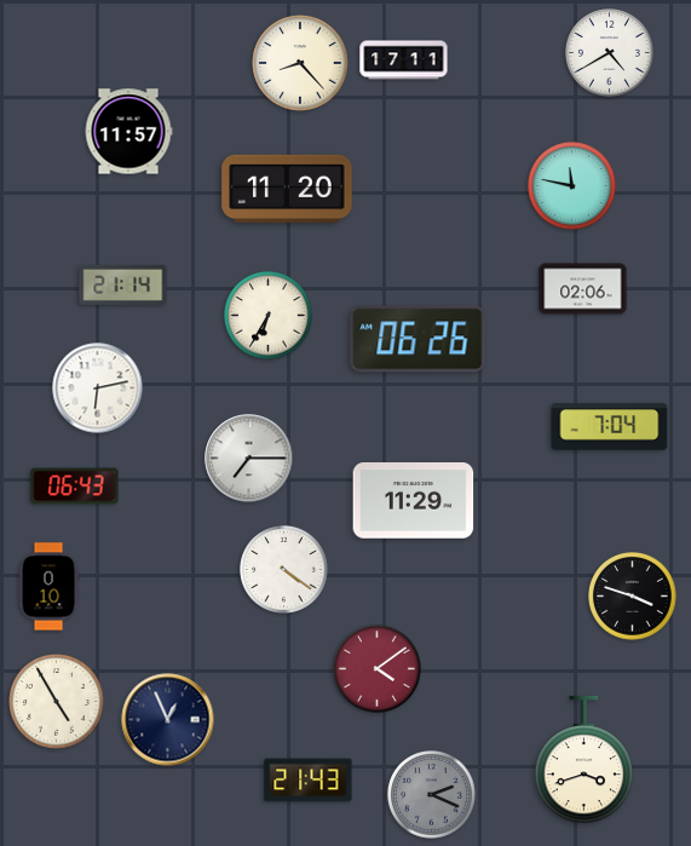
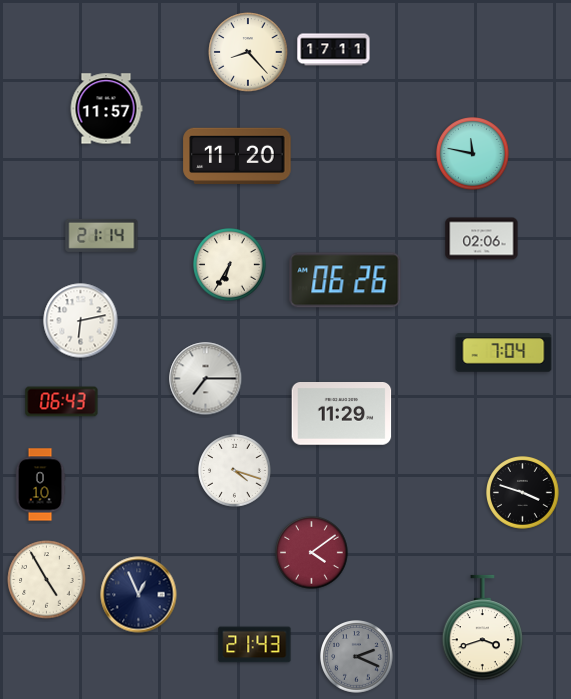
clock at (610, 53): 4:40 -> none
clock at (269, 316) position: (269, 316) -> (230, 265)
clock at (284, 570): 4:21 -> 4:18
